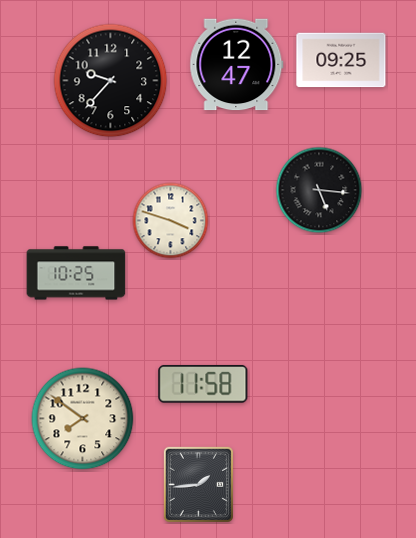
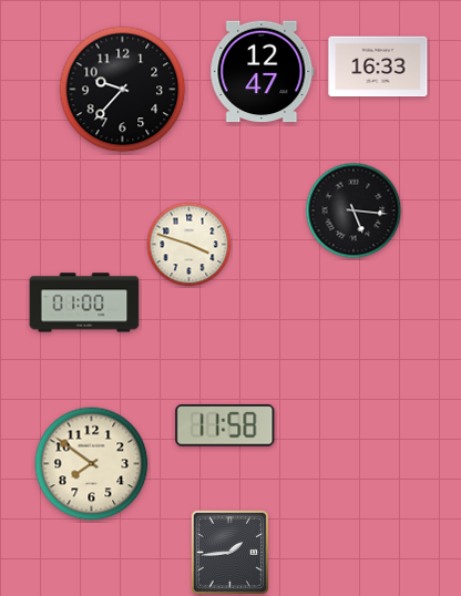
clock at (341, 60): 09:25 -> 16:33
clock at (76, 273): 10:25 -> 01:00
clock at (198, 484) position: (198, 484) -> (229, 552)
